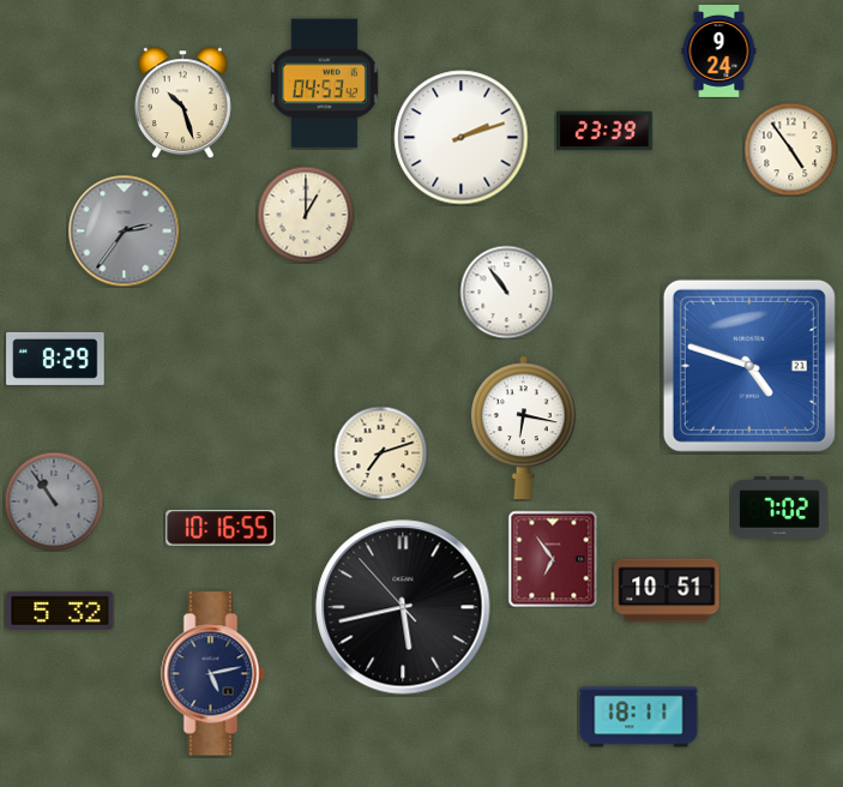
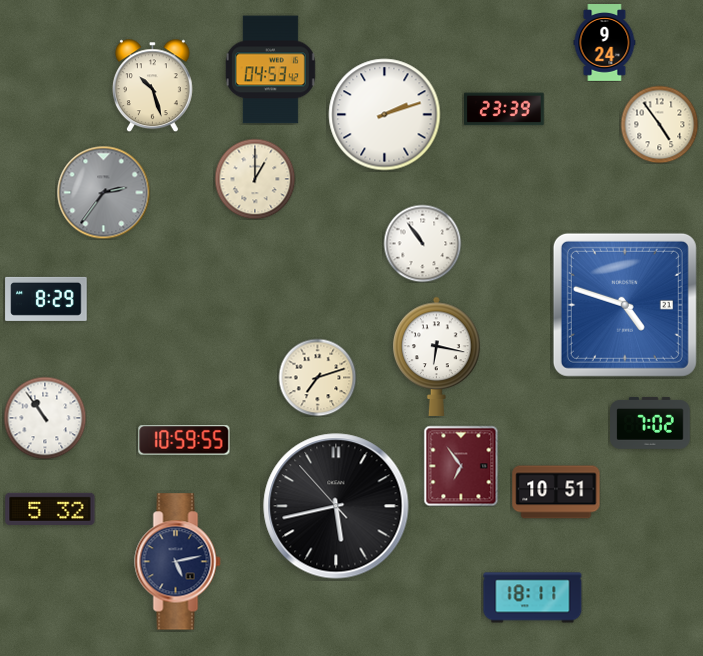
clock at (719, 52) position: (719, 52) -> (605, 43)
clock at (54, 501) dial: grey -> white
clock at (221, 528): 10:16 -> 10:59
